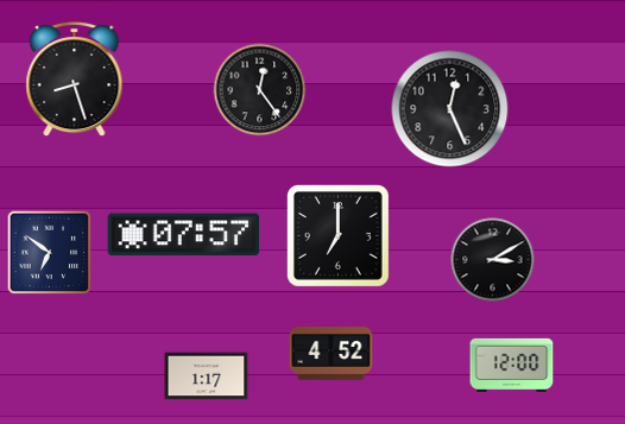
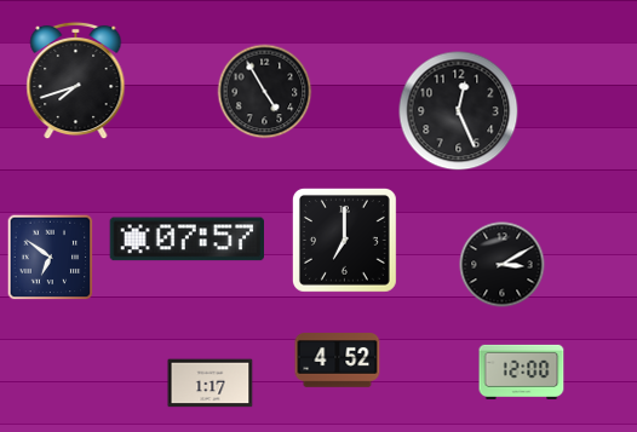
clock at (75, 80): 8:27 -> 7:42
clock at (260, 90): 12:24 -> 4:55
